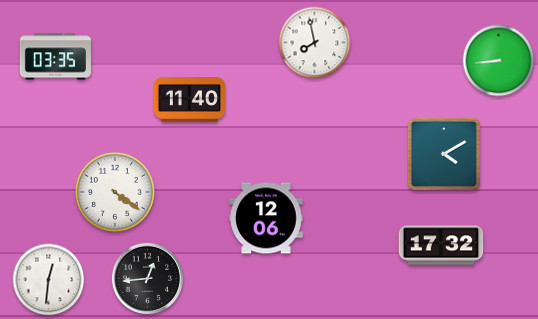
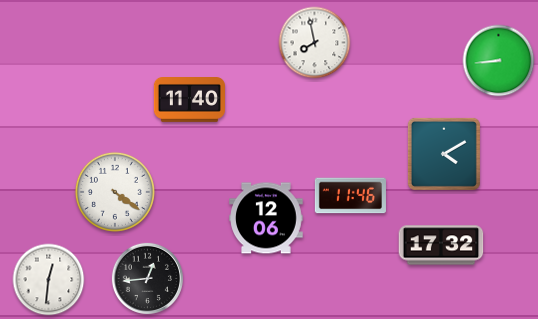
clock at (55, 57): 03:35 -> none
clock at (350, 196): none -> 11:46
